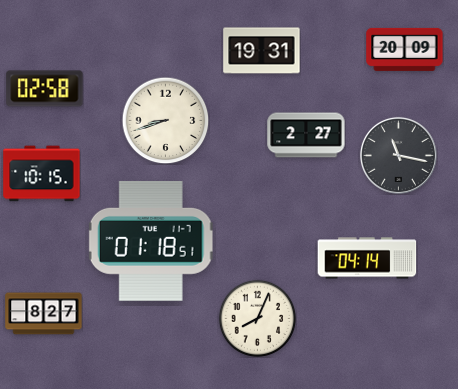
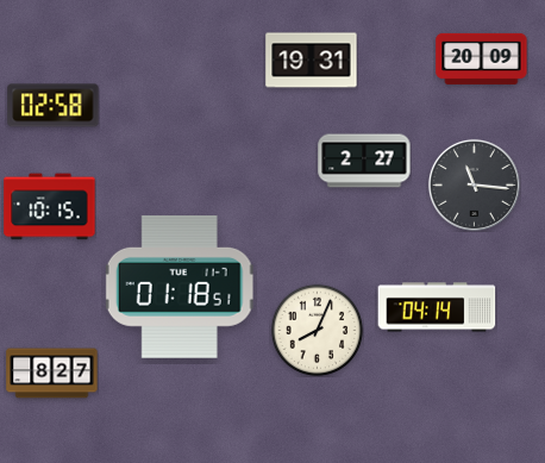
clock at (165, 120): 8:42 -> none
clock at (398, 155): 11:17 -> 11:16
clock at (257, 318) position: (257, 318) -> (317, 330)
